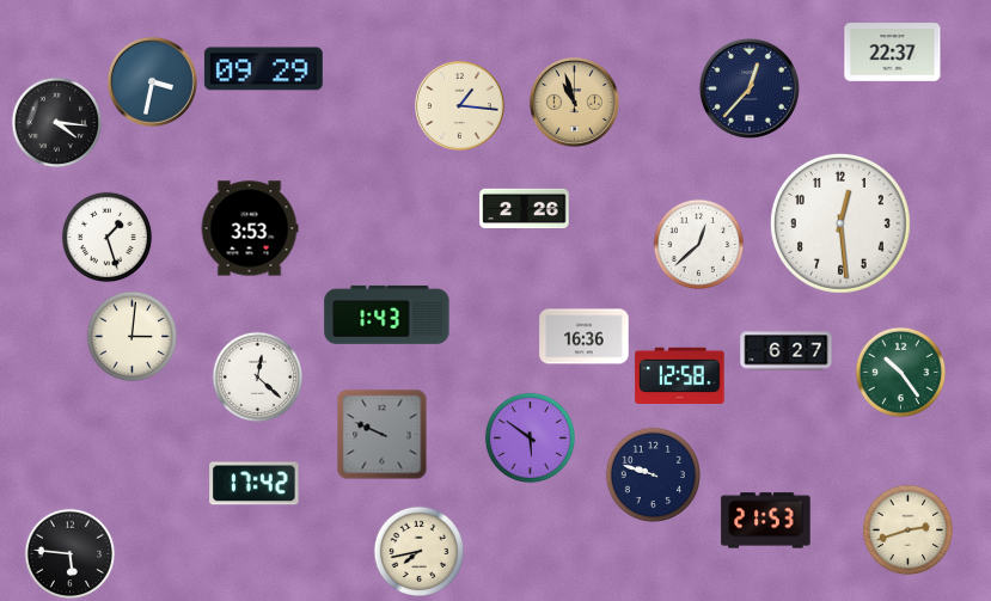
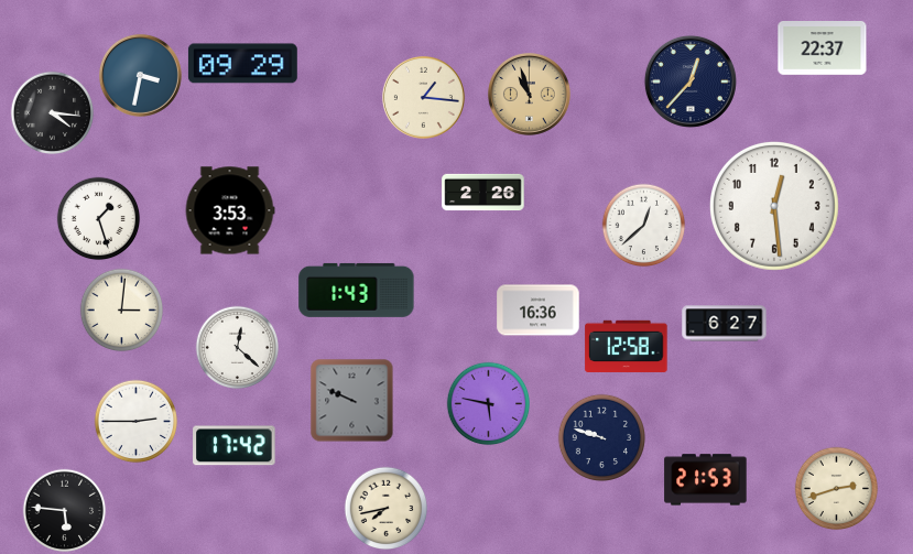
clock at (901, 373): 10:24 -> none
clock at (531, 439): 5:51 -> 5:47
clock at (137, 422): none -> 2:45
